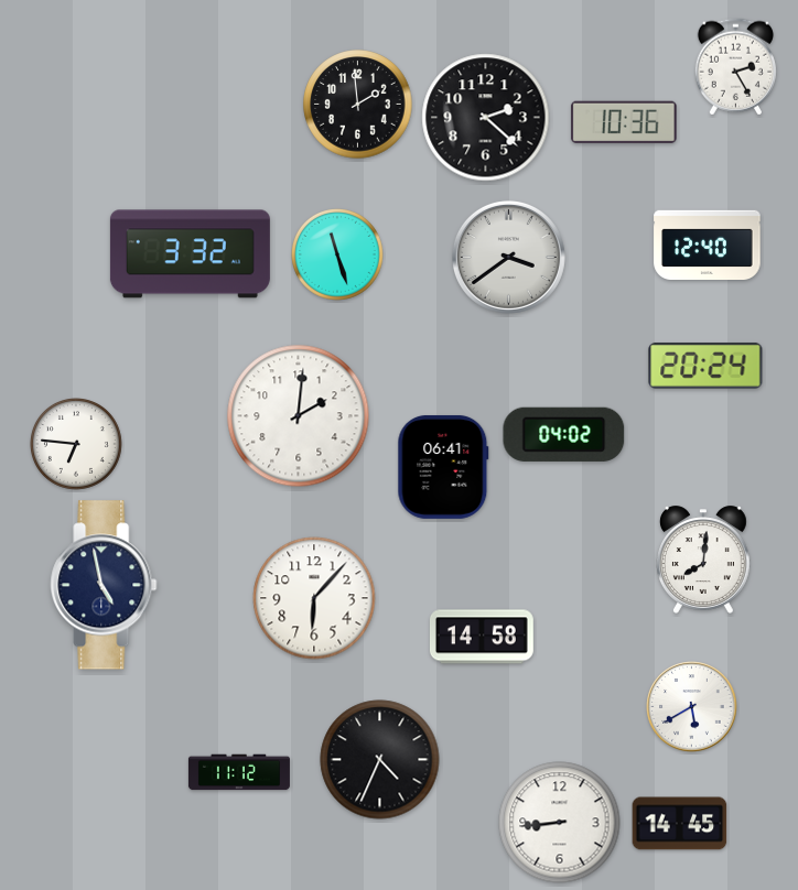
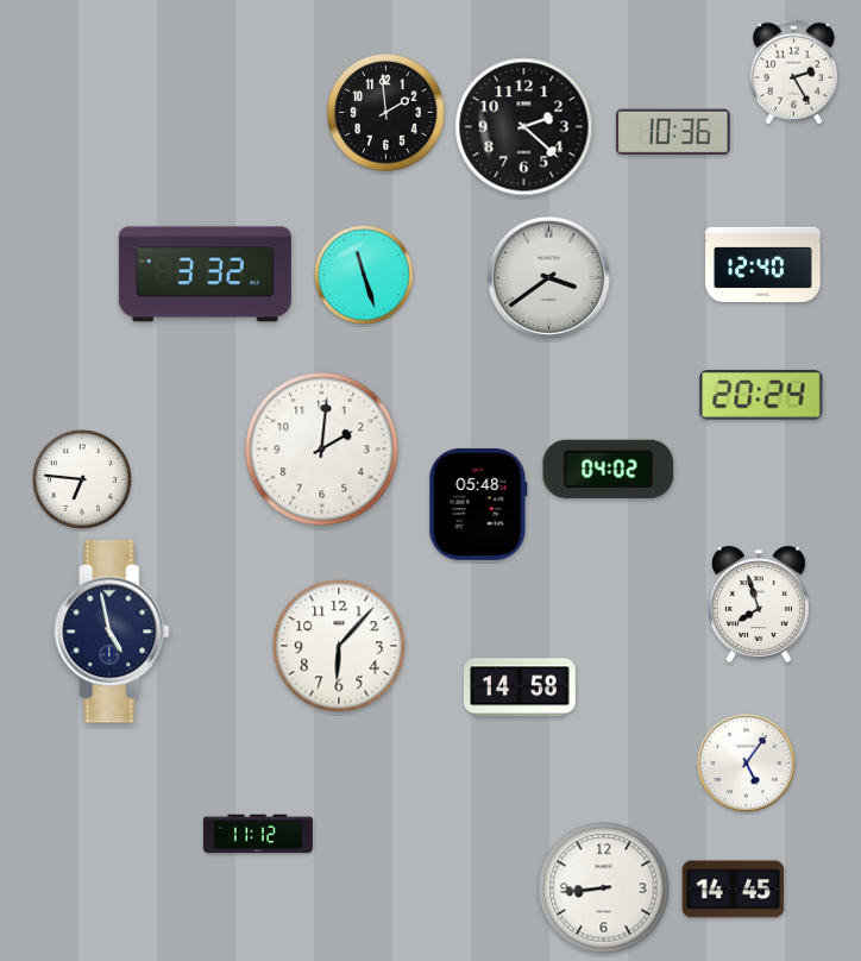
clock at (443, 467): 06:41 -> 05:48
clock at (703, 560): 8:01 -> 7:57
clock at (692, 707): 5:40 -> 5:06
clock at (380, 760): 4:34 -> none
